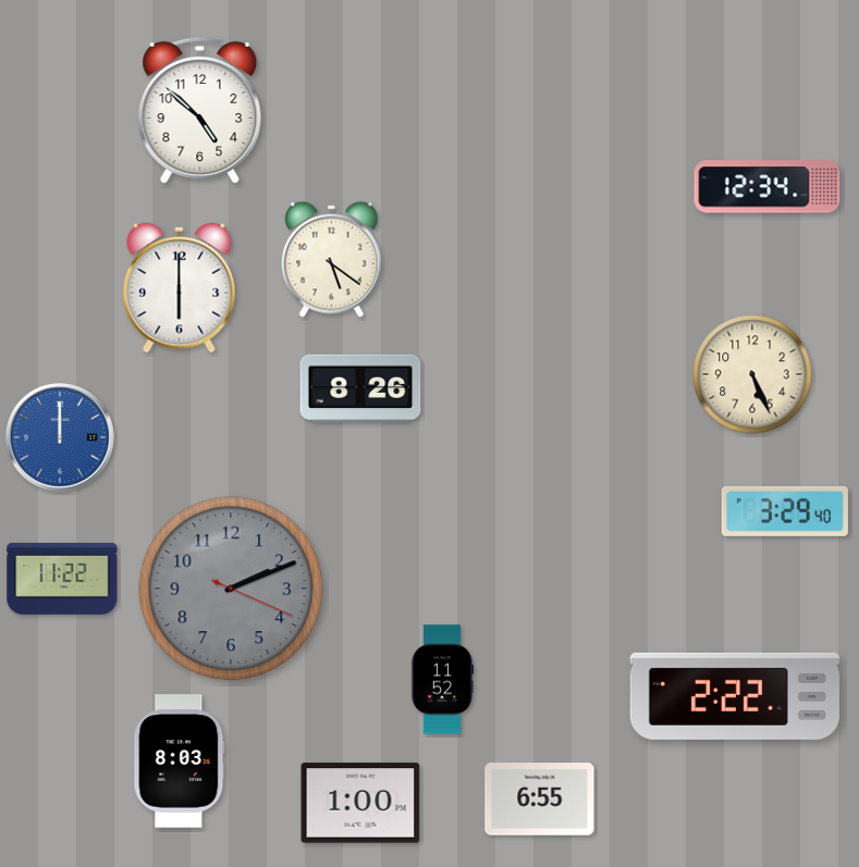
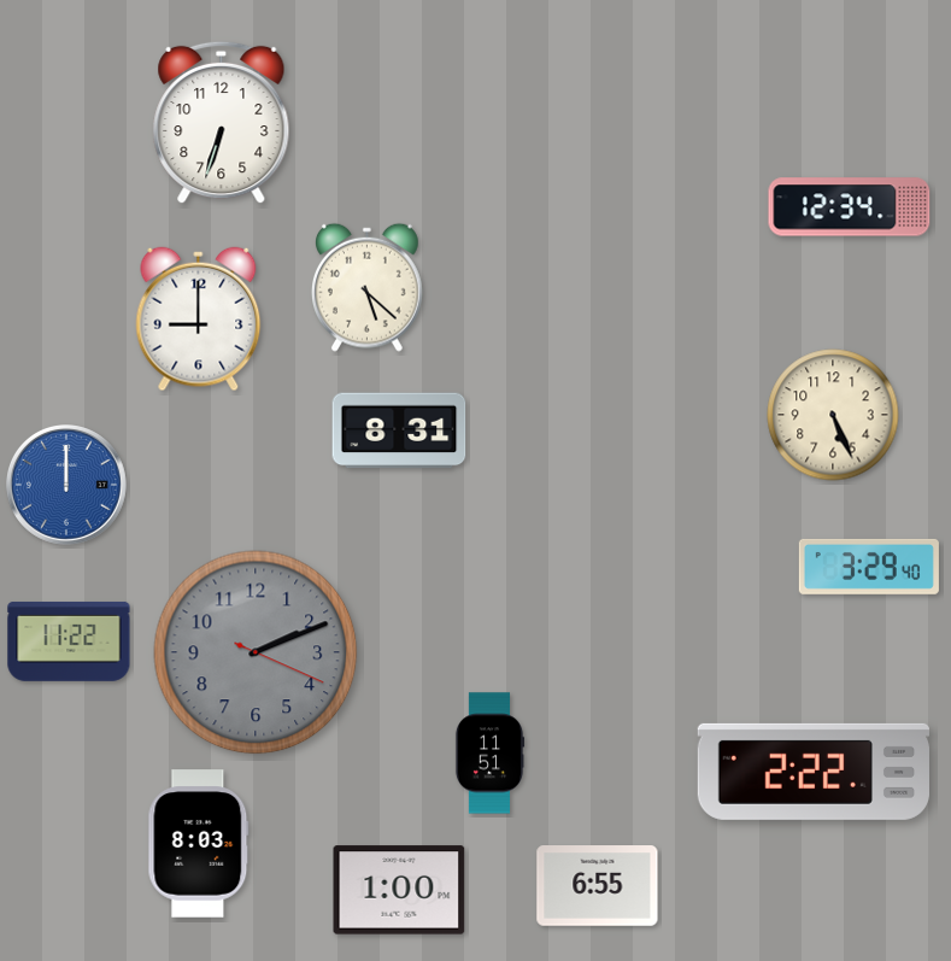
clock at (200, 111): 4:52 -> 6:33
clock at (332, 259): 5:21 -> 5:22
clock at (180, 288): 6:00 -> 9:00
clock at (360, 388): 8:26 -> 8:31
clock at (442, 680): 11:52 -> 11:51
